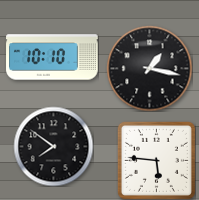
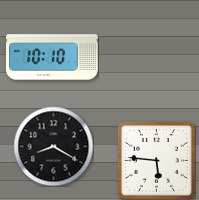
clock at (149, 68): 1:17 -> none
clock at (53, 146): 7:51 -> 8:20
